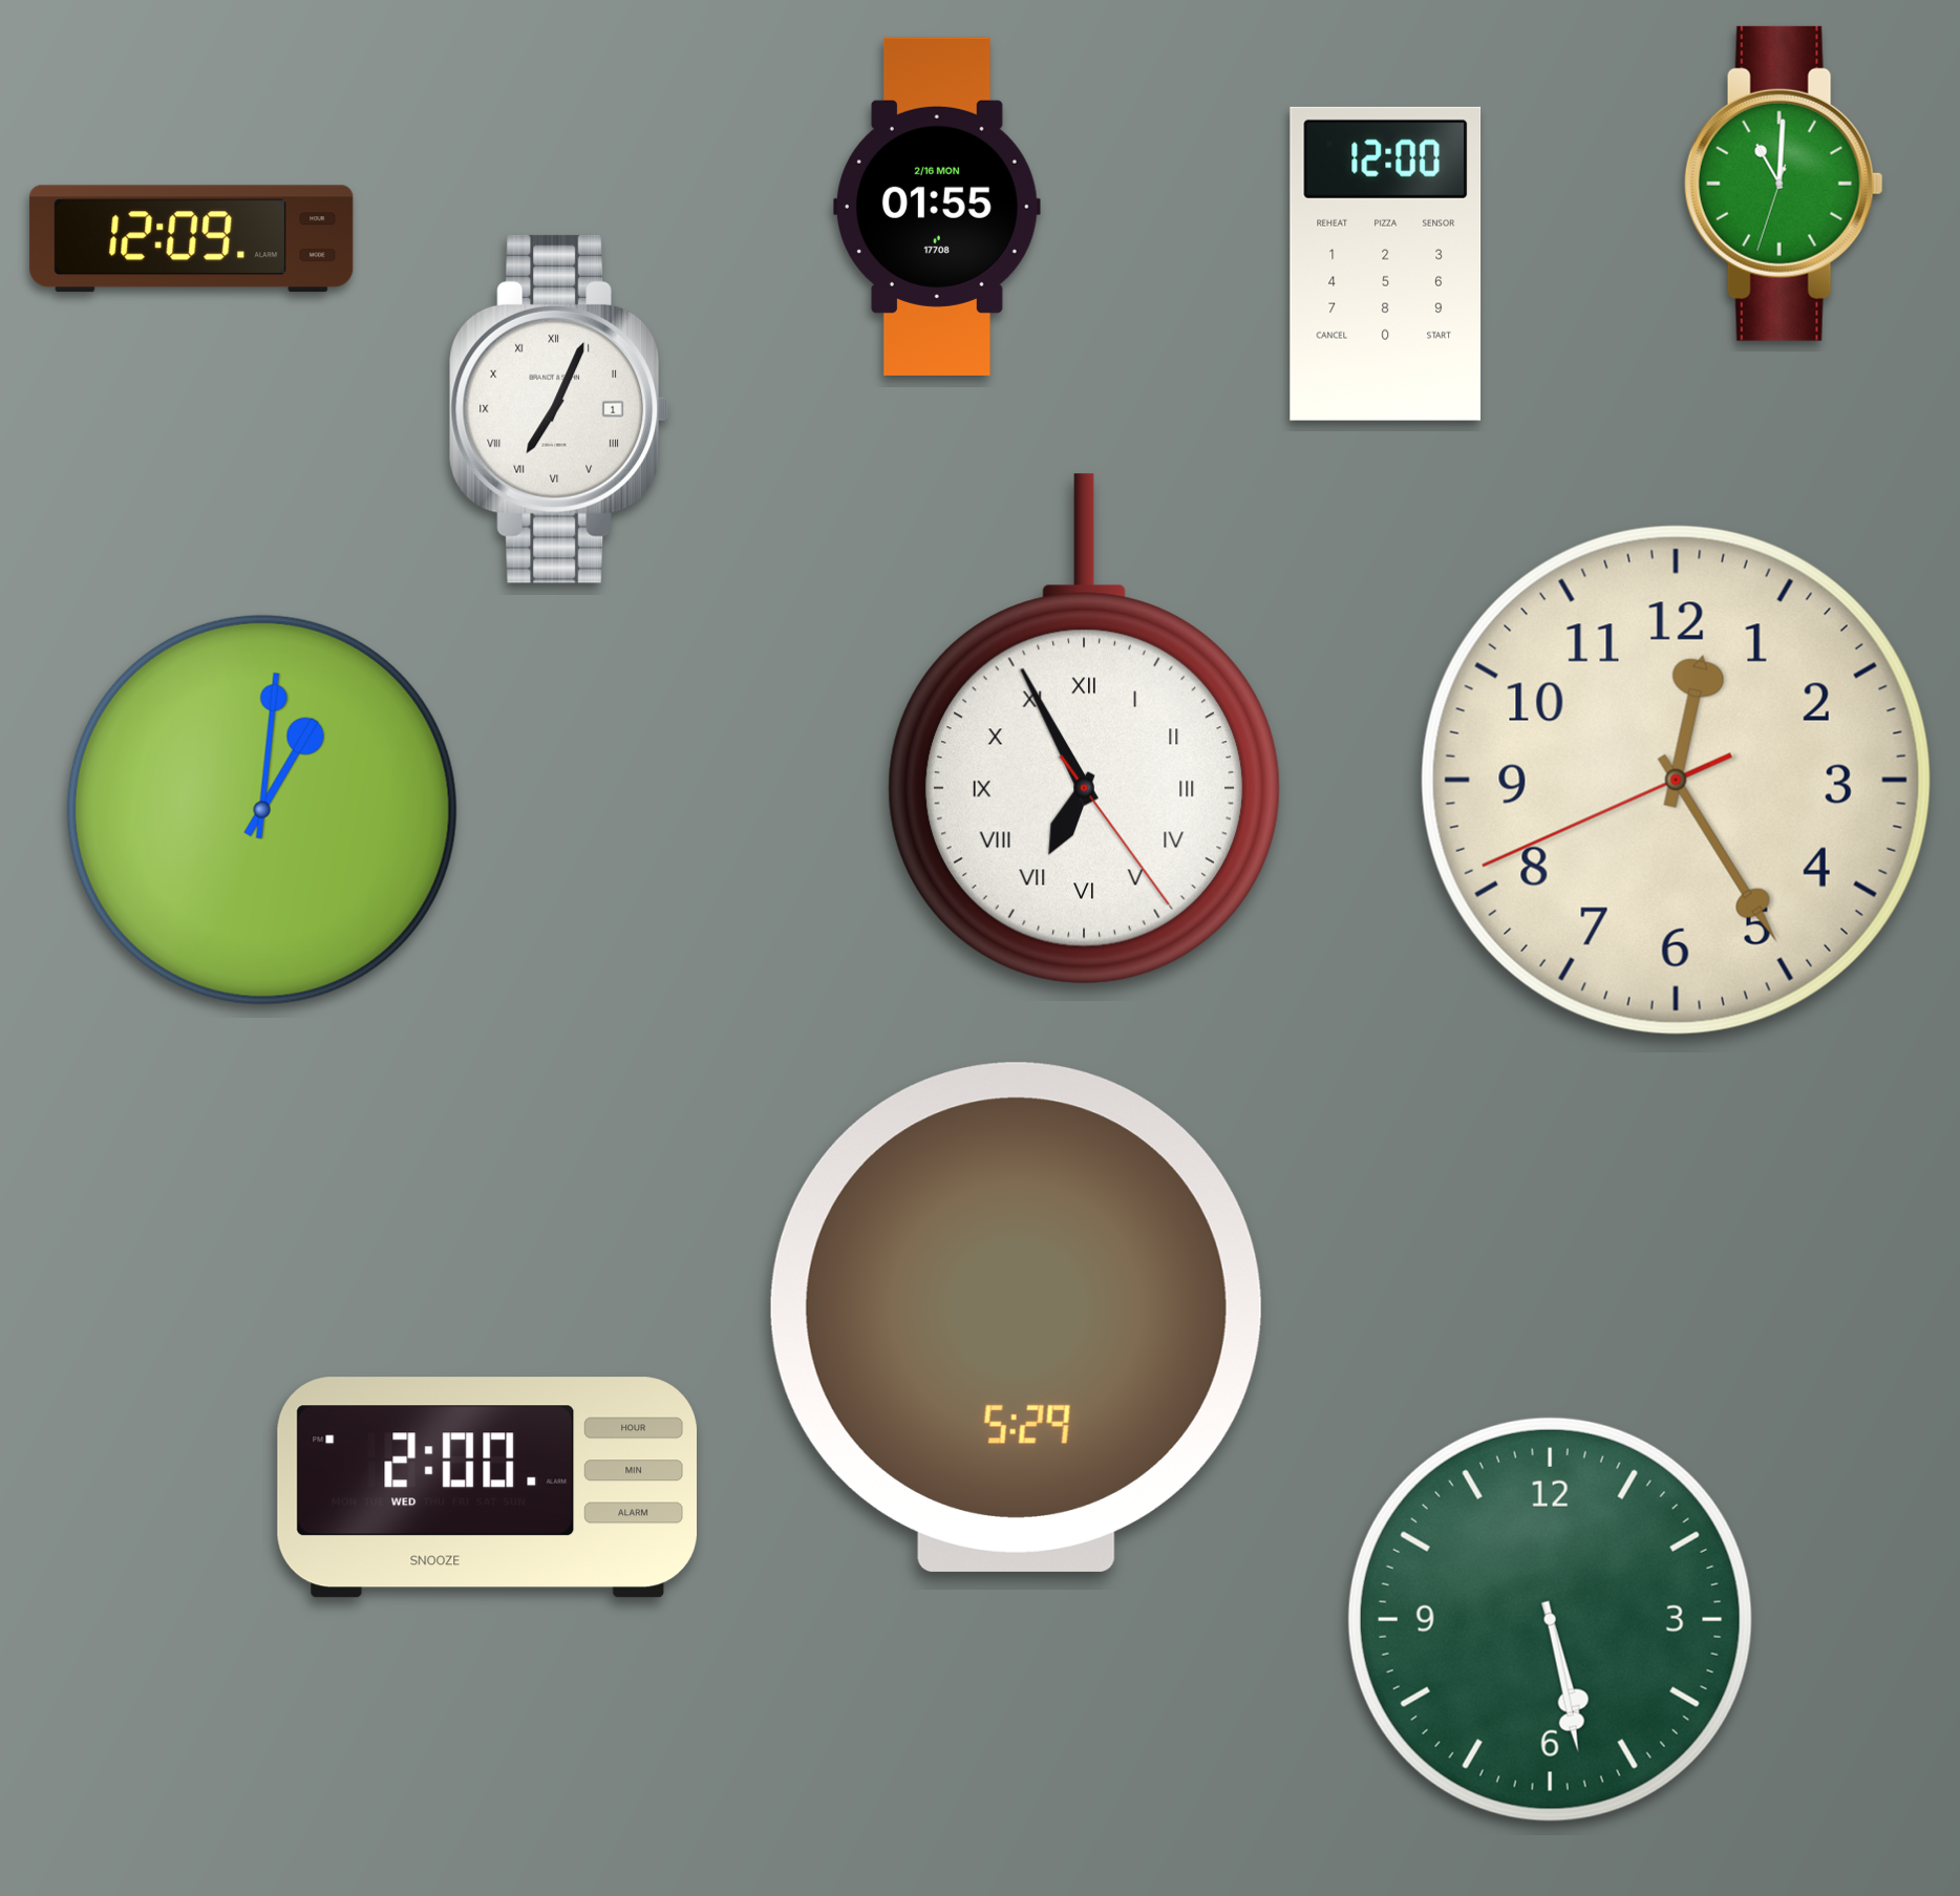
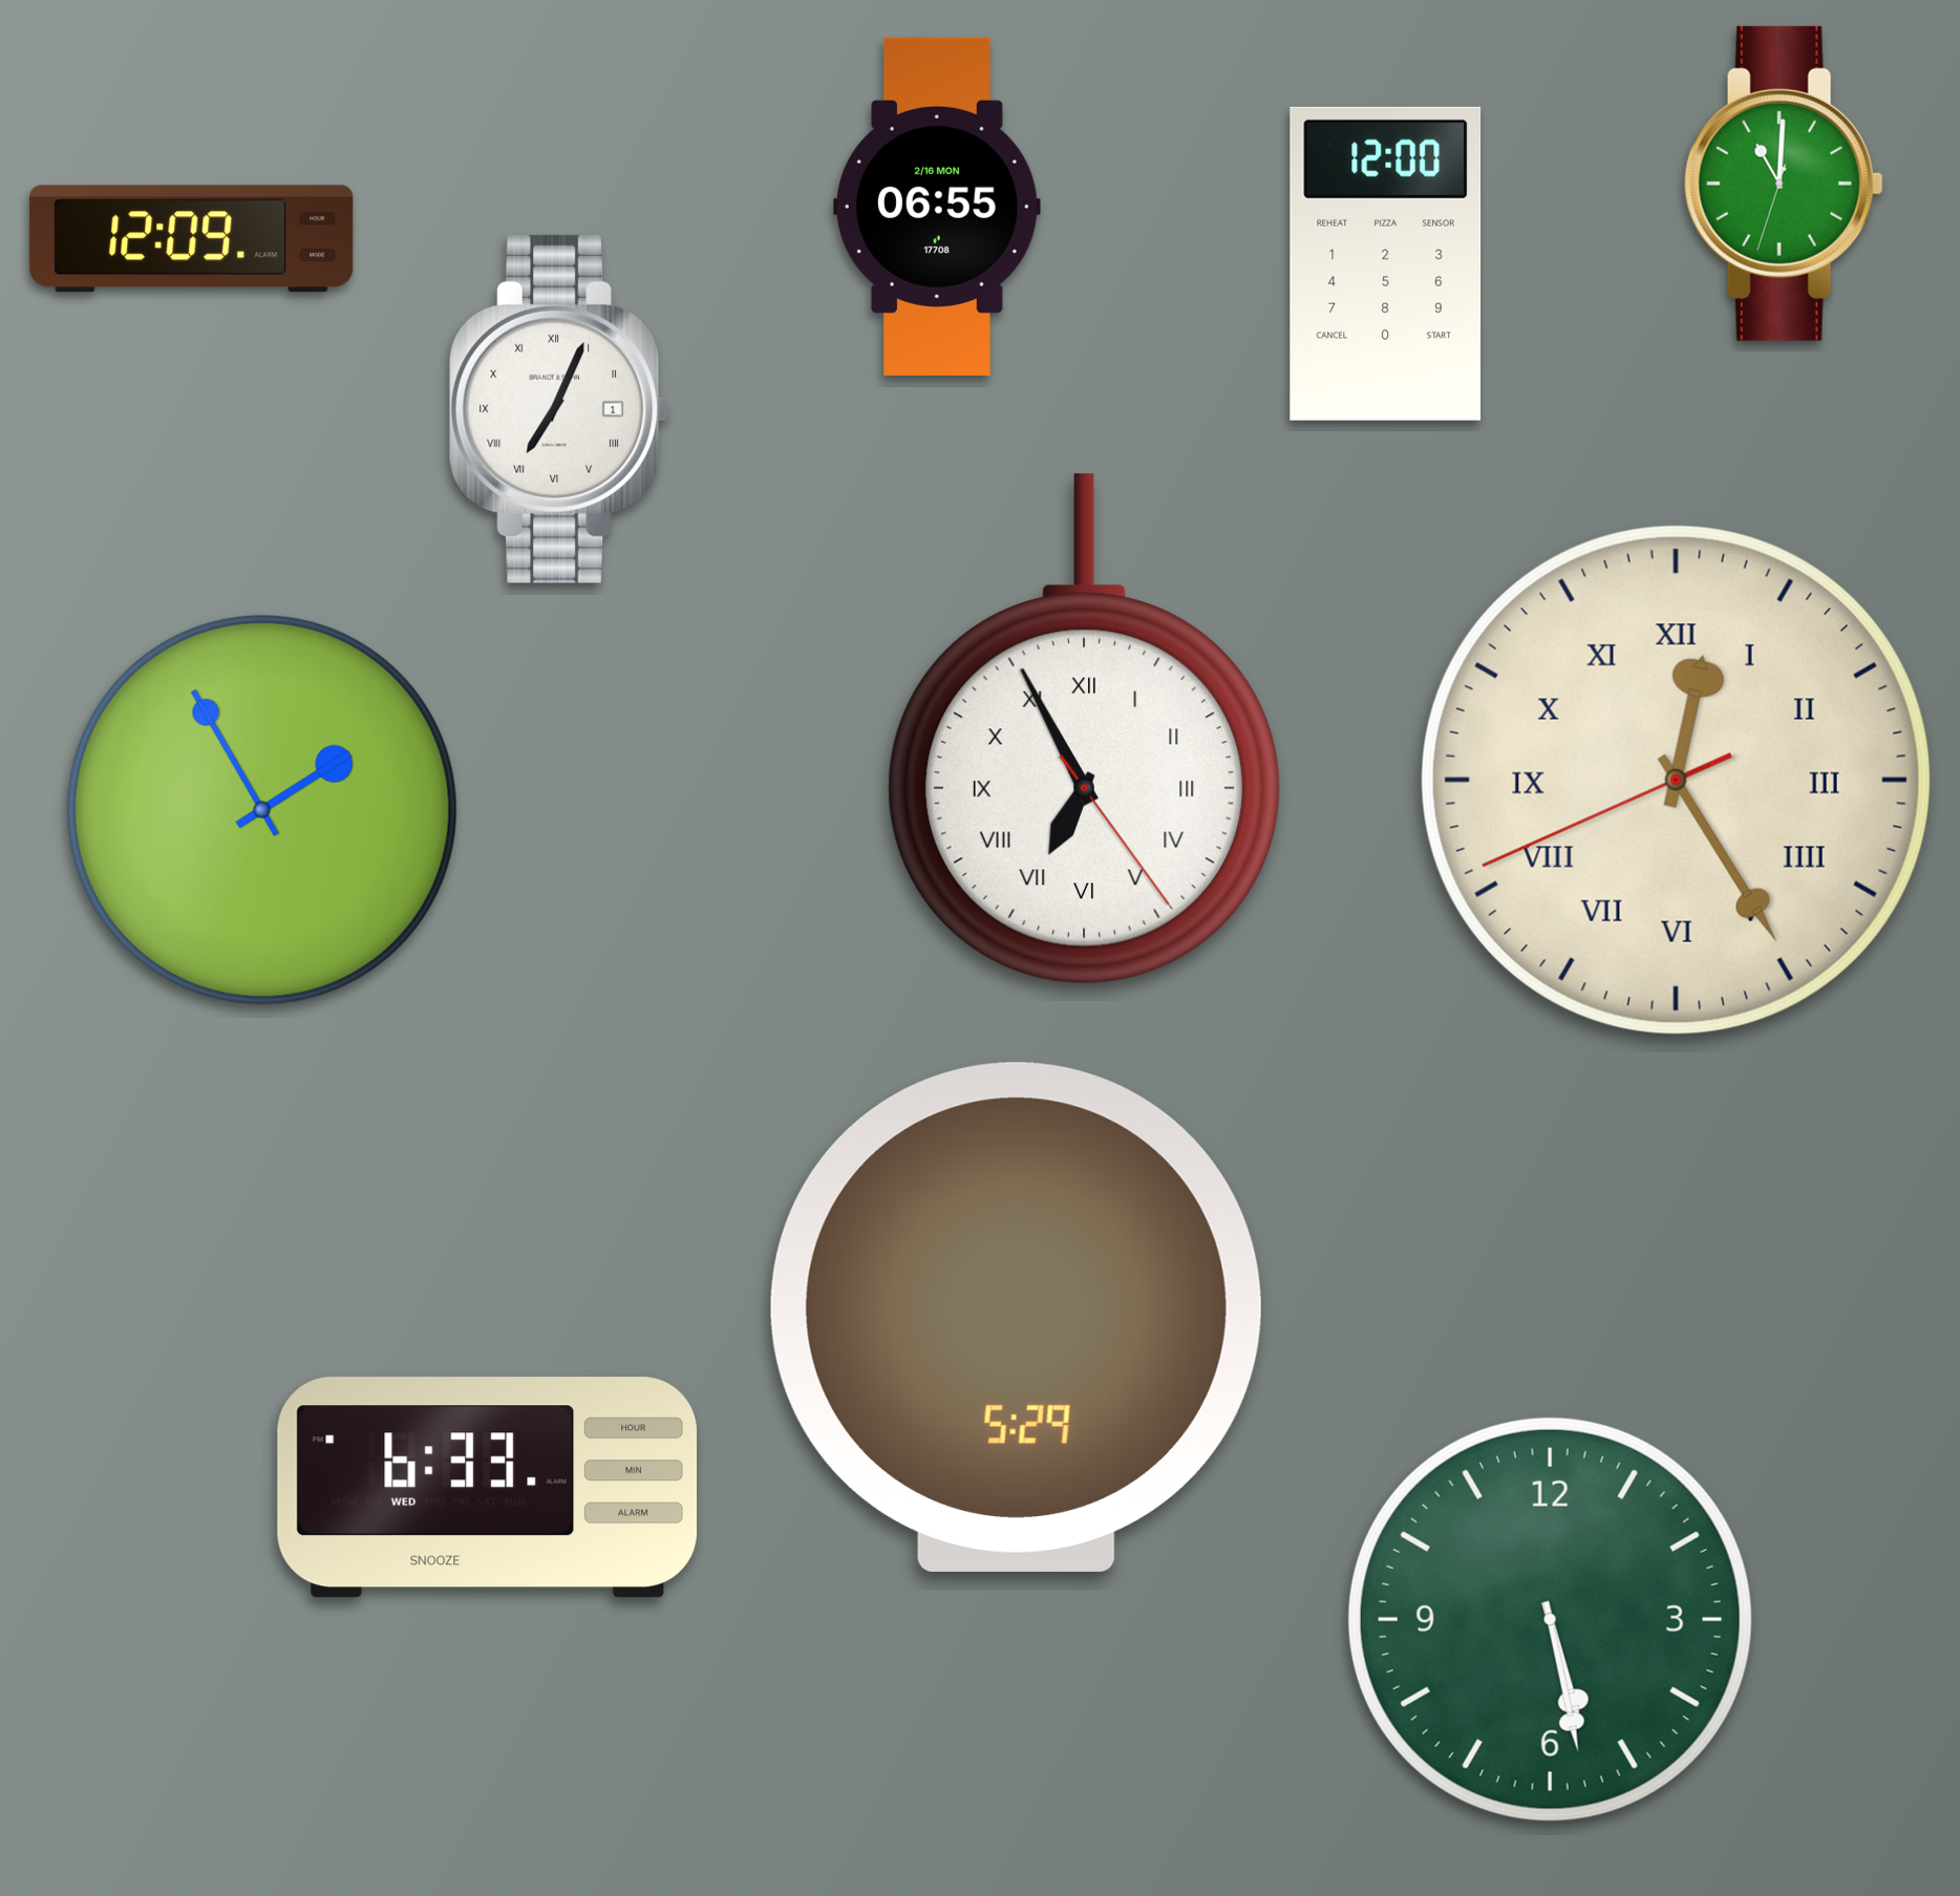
clock at (938, 207): 01:55 -> 06:55
clock at (1676, 780) numerals: Arabic -> Roman
clock at (262, 810): 1:01 -> 1:55
clock at (487, 1488): 2:00 -> 6:33
